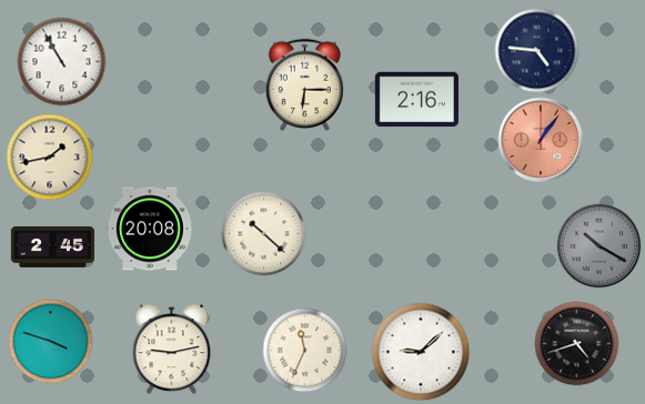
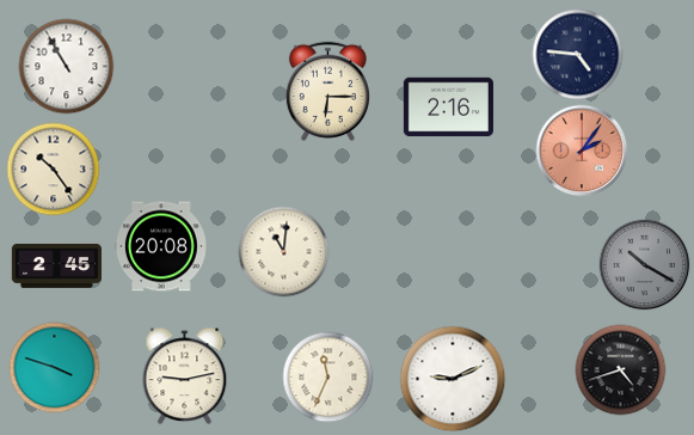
clock at (541, 140): 1:06 -> 2:06
clock at (50, 158): 1:43 -> 10:24
clock at (264, 234): 10:22 -> 11:01
clock at (421, 352): 9:08 -> 9:11
